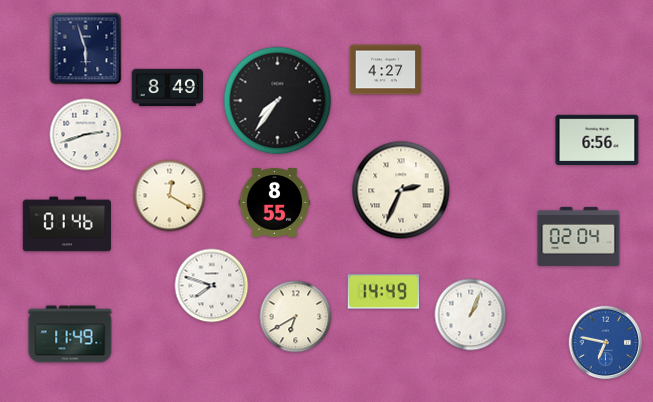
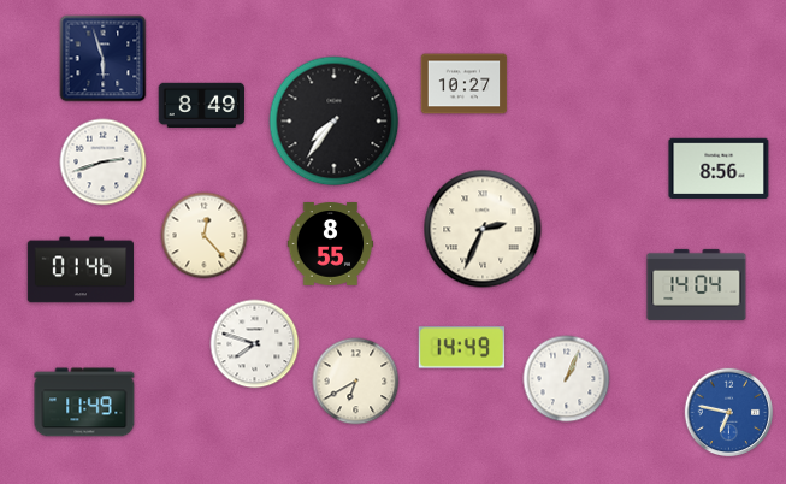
clock at (386, 70): 4:27 -> 10:27
clock at (597, 139): 6:56 -> 8:56
clock at (170, 196): 12:20 -> 12:23
clock at (579, 236): 02:04 -> 14:04
clock at (384, 292) position: (384, 292) -> (462, 348)
